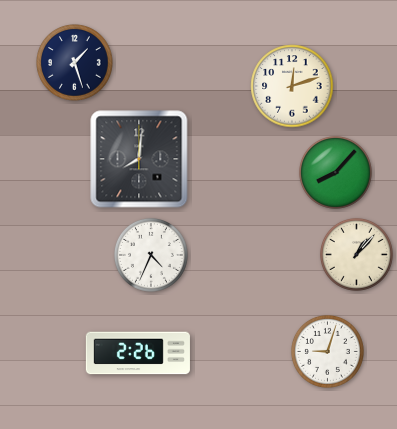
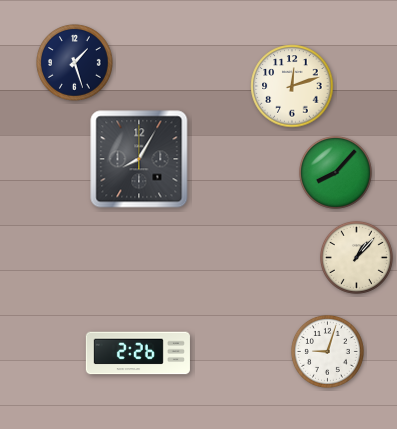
clock at (139, 159): 8:01 -> 8:05
clock at (356, 254) position: (356, 254) -> (356, 257)
clock at (151, 255): 4:34 -> none
